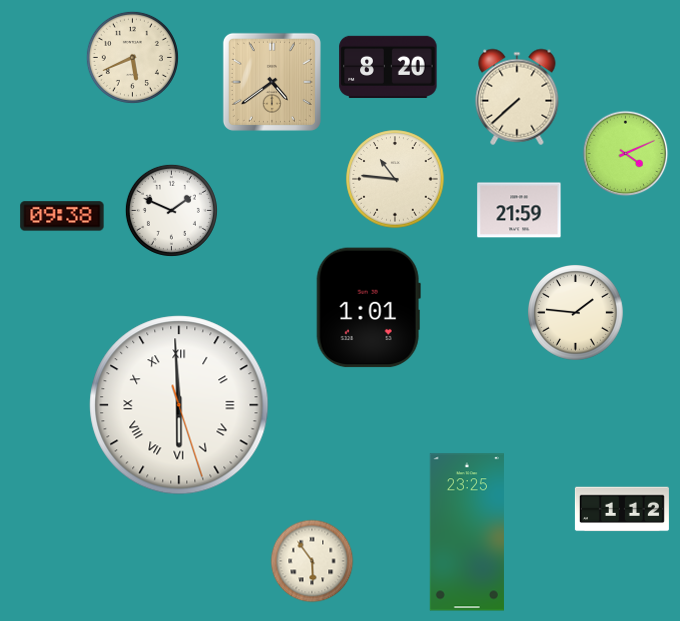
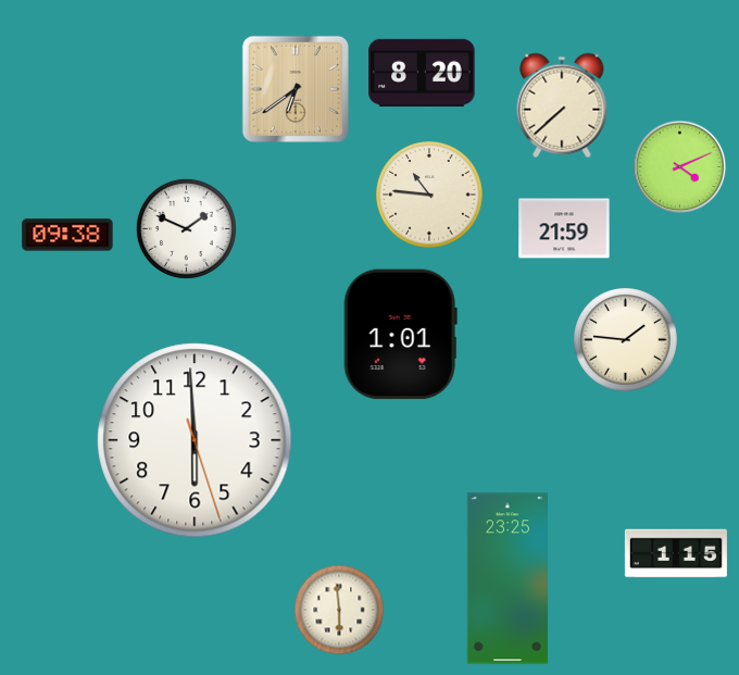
clock at (132, 57): 5:41 -> none
clock at (272, 82): 4:39 -> 6:39
clock at (179, 405) numerals: Roman -> Arabic
clock at (622, 509): 1:12 -> 1:15
clock at (312, 561): 5:54 -> 5:59
